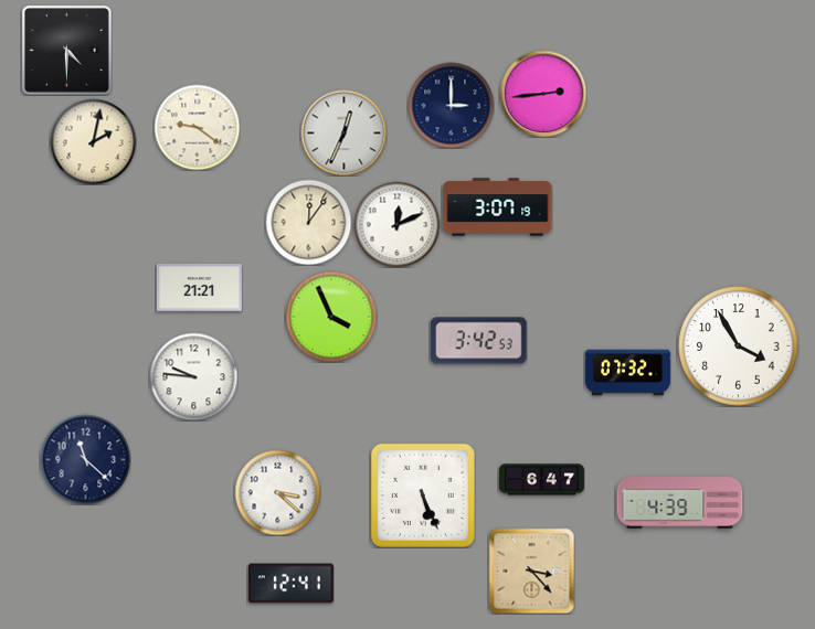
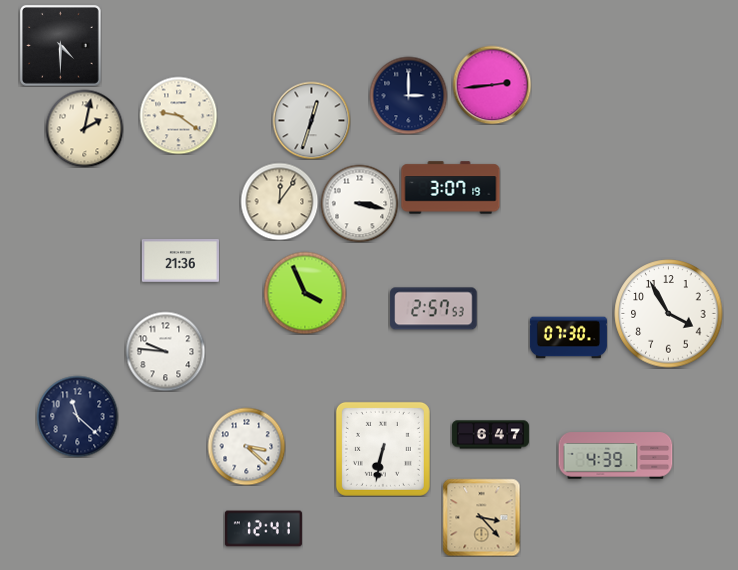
clock at (343, 132): 12:34 -> 12:33
clock at (396, 224): 12:11 -> 3:17
clock at (199, 288): 21:21 -> 21:36
clock at (331, 317) position: (331, 317) -> (305, 293)
clock at (479, 341): 3:42 -> 2:57
clock at (627, 373): 07:32 -> 07:30
clock at (193, 376) position: (193, 376) -> (165, 351)
clock at (277, 492) position: (277, 492) -> (246, 446)
clock at (423, 495): 5:26 -> 6:32
